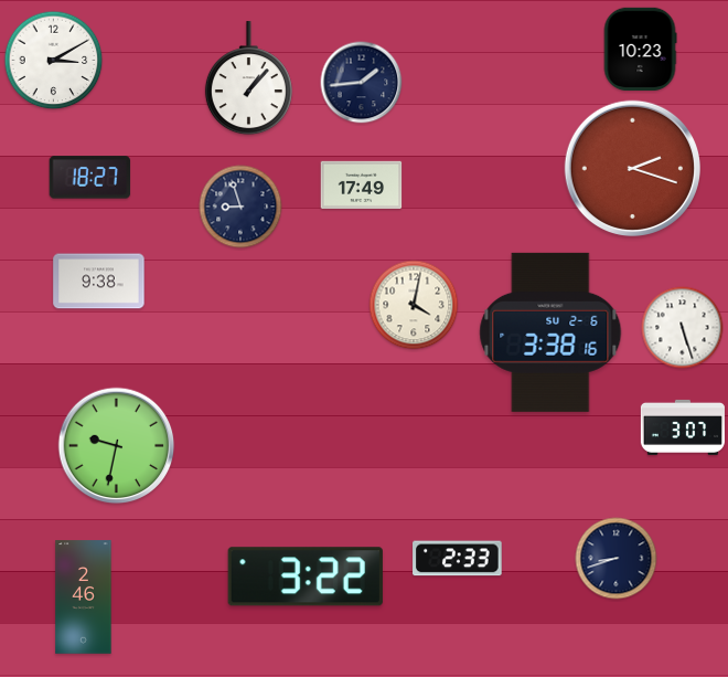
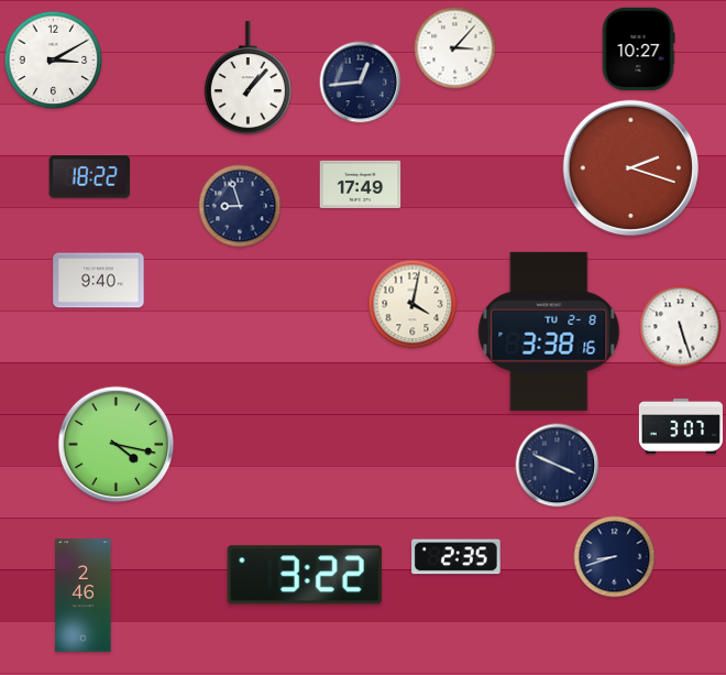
clock at (455, 48): none -> 3:07
clock at (640, 49): 10:23 -> 10:27
clock at (362, 83): 1:44 -> 12:44
clock at (90, 178): 18:27 -> 18:22
clock at (99, 282): 9:38 -> 9:40
clock at (550, 332) date: SU 2-6 -> TU 2-8
clock at (117, 446): 9:32 -> 4:17
clock at (558, 466): none -> 3:49
clock at (458, 559): 2:33 -> 2:35
